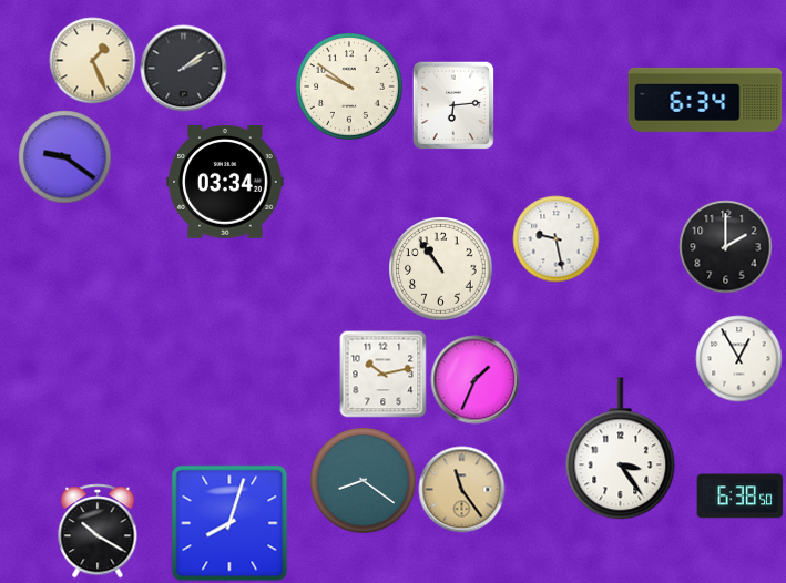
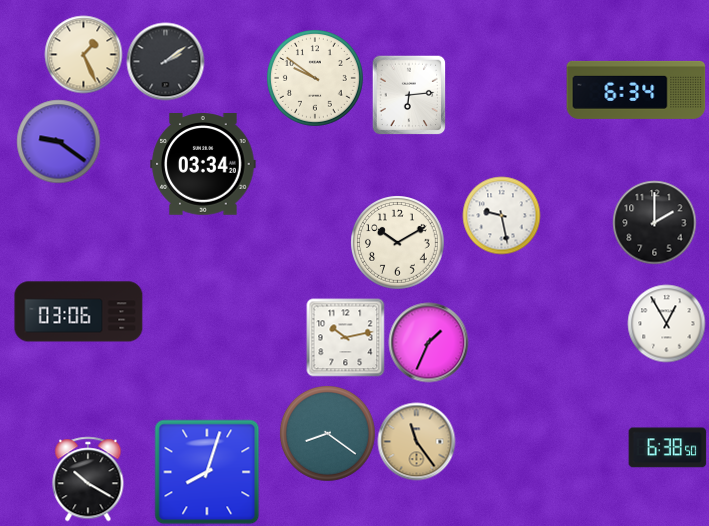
clock at (440, 268): 10:54 -> 10:10
clock at (79, 312): none -> 03:06
clock at (621, 449): 3:24 -> none
